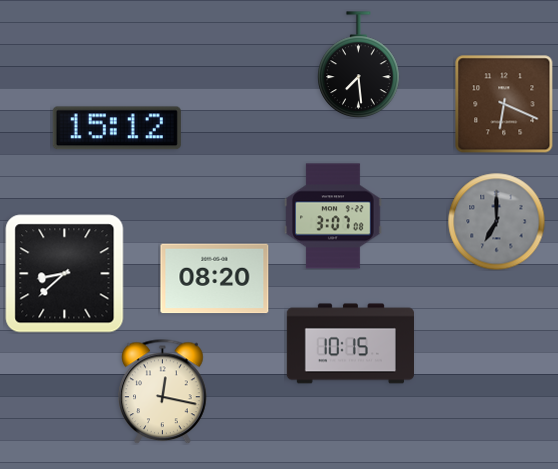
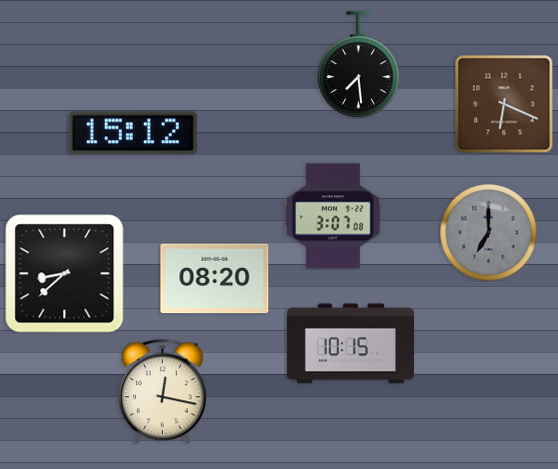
clock at (117, 128) position: (117, 128) -> (133, 133)
clock at (496, 221) position: (496, 221) -> (488, 232)
